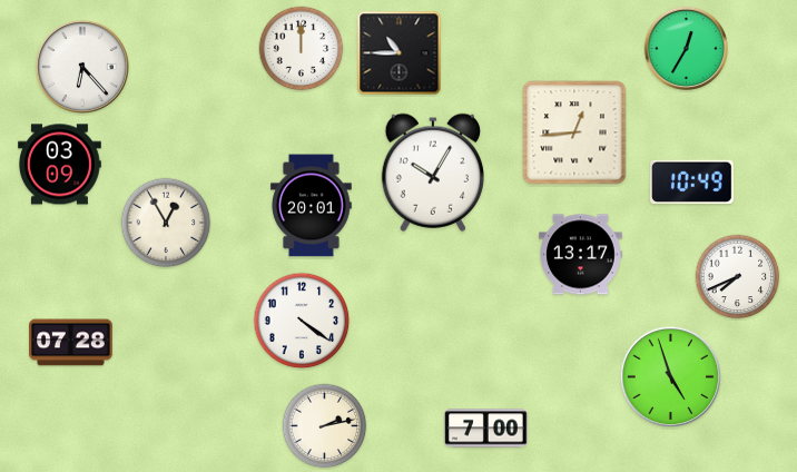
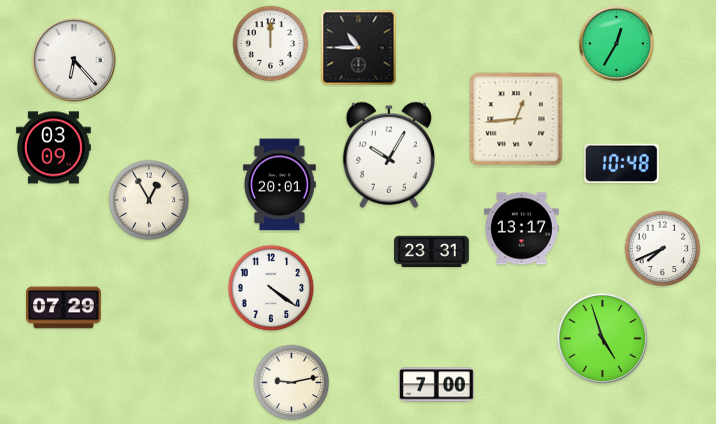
clock at (691, 183): 10:49 -> 10:48
clock at (432, 252): none -> 23:31
clock at (71, 343): 07:28 -> 07:29
clock at (325, 426): 2:13 -> 9:13
